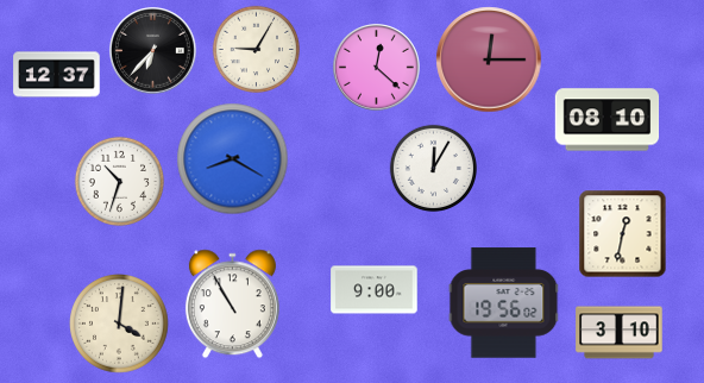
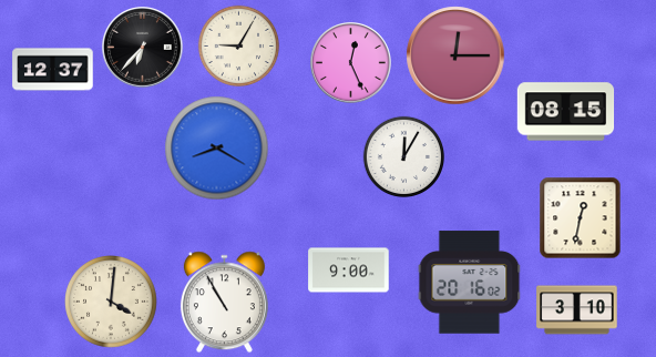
clock at (377, 68): 12:22 -> 12:26
clock at (608, 120): 08:10 -> 08:15
clock at (119, 181): 10:33 -> none
clock at (504, 303): 19:56 -> 20:16
clock at (232, 304) position: (232, 304) -> (224, 303)
